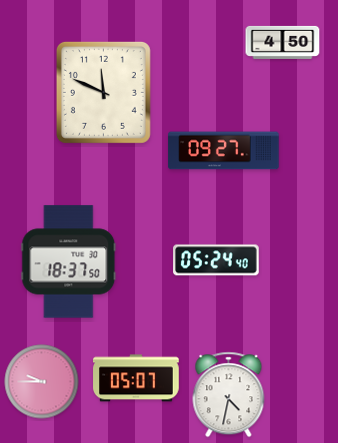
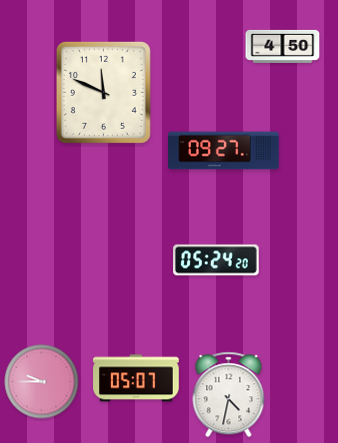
clock at (283, 42) position: (283, 42) -> (283, 46)
clock at (216, 260): 05:24:40 -> 05:24:20
clock at (69, 262): 18:37 -> none
